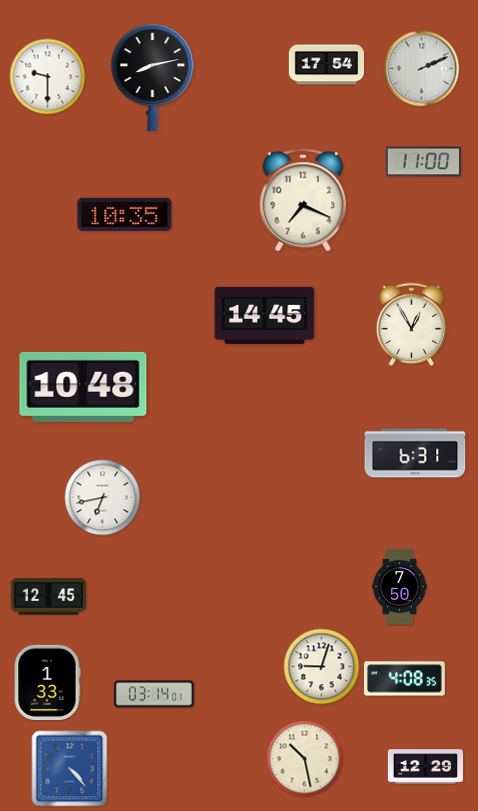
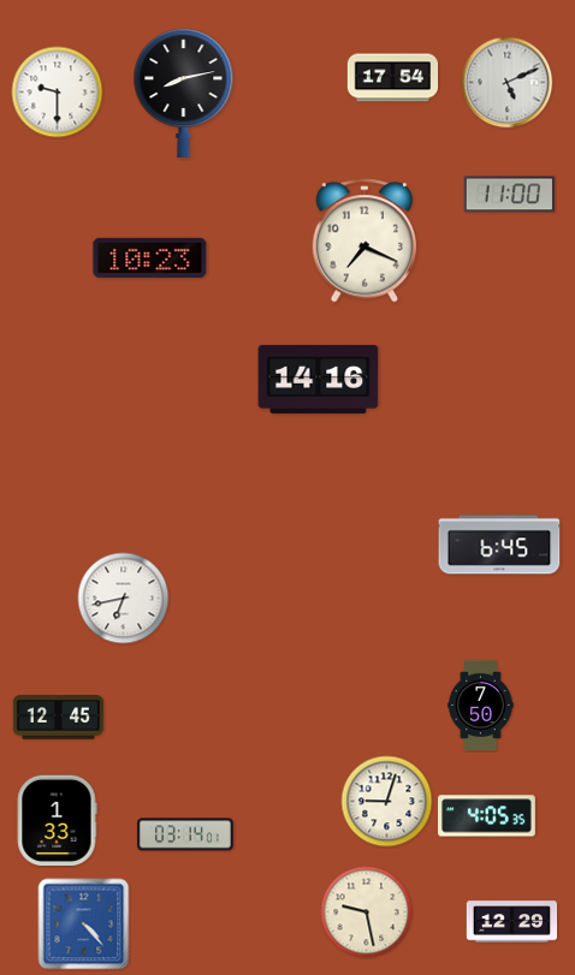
clock at (422, 69): 2:11 -> 5:11
clock at (125, 214): 10:35 -> 10:23
clock at (265, 315): 14:45 -> 14:16
clock at (411, 324): 12:55 -> none
clock at (83, 387): 10:48 -> none
clock at (415, 453): 6:31 -> 6:45
clock at (405, 679): 4:08 -> 4:05
clock at (305, 759): 10:28 -> 9:28
